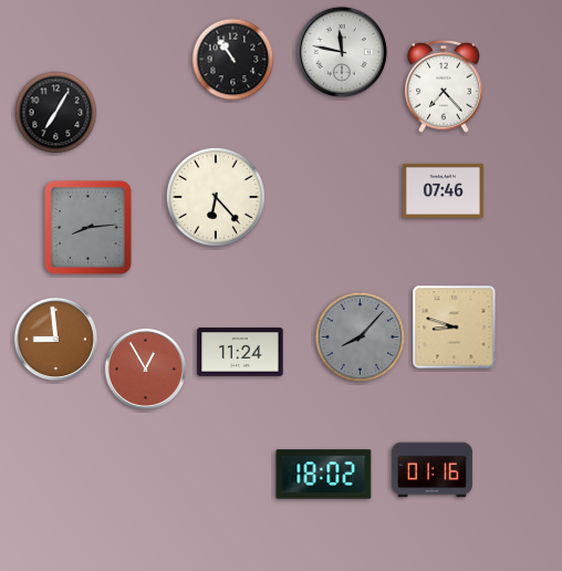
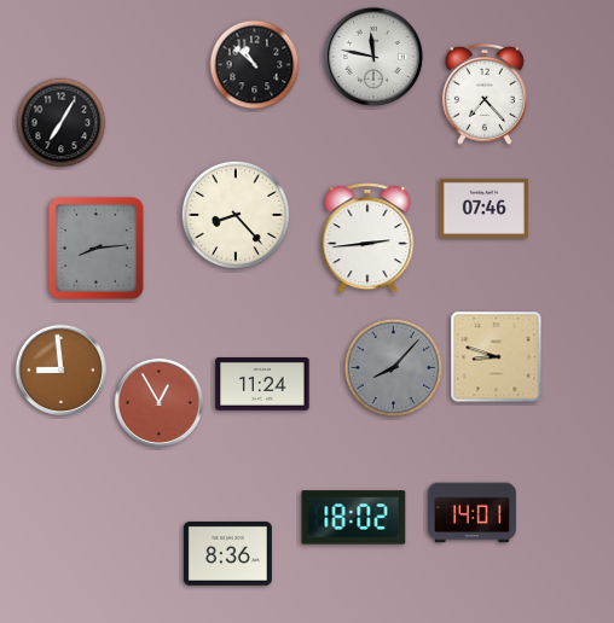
clock at (233, 60): 10:54 -> 10:52
clock at (216, 197): 6:23 -> 8:23
clock at (367, 238): none -> 2:44
clock at (431, 470): 01:16 -> 14:01
clock at (227, 553): none -> 8:36
